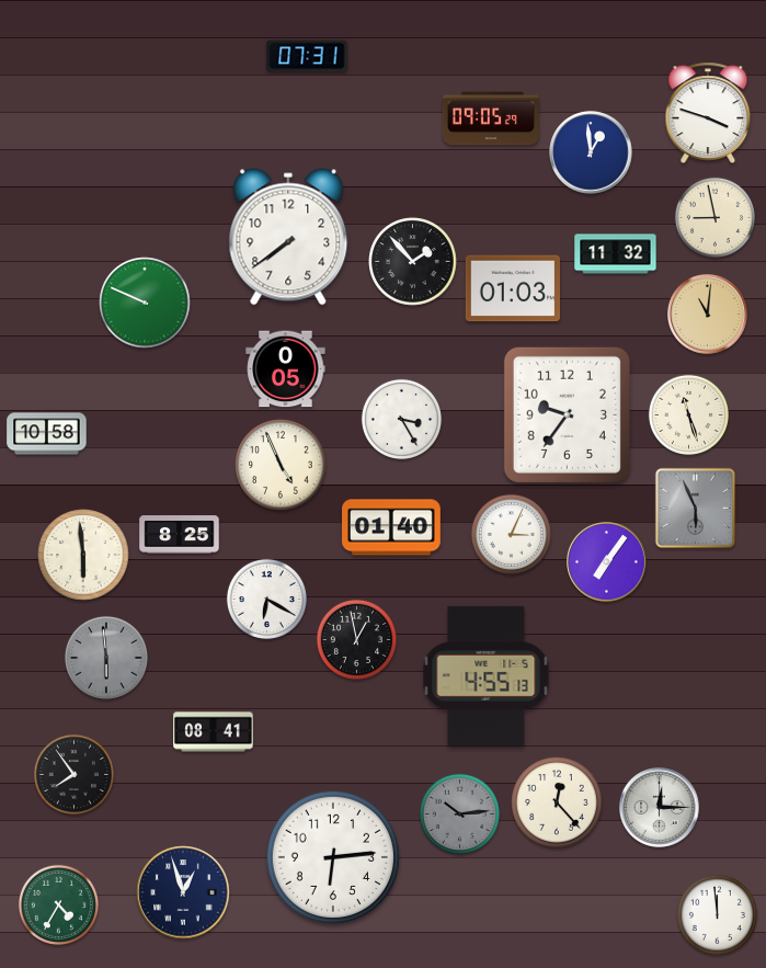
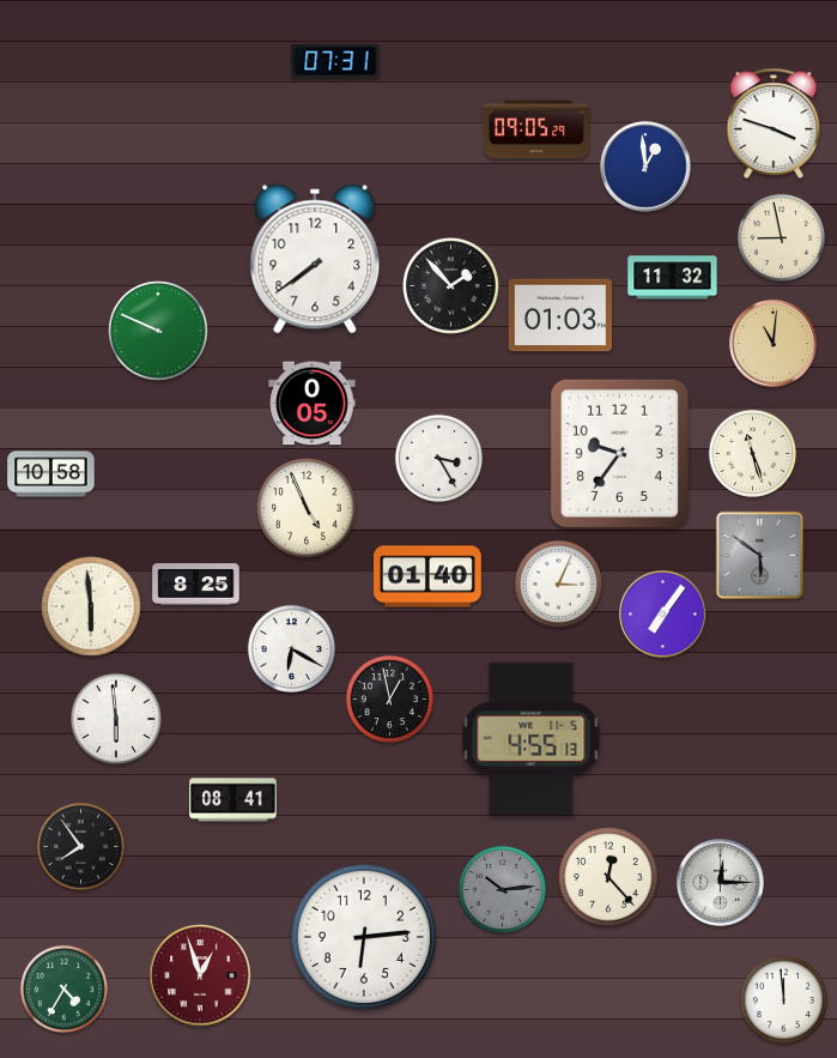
clock at (696, 509): 5:56 -> 5:51
clock at (266, 599) position: (266, 599) -> (291, 648)
clock at (106, 658) dial: grey -> white
clock at (183, 892) dial: navy -> burgundy
